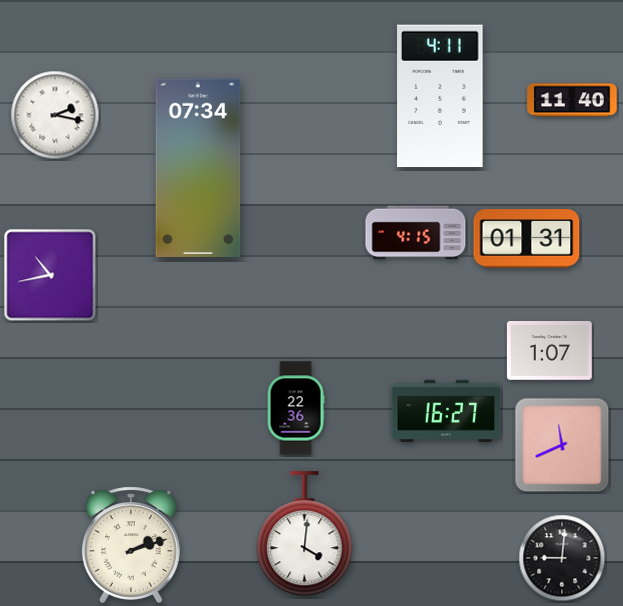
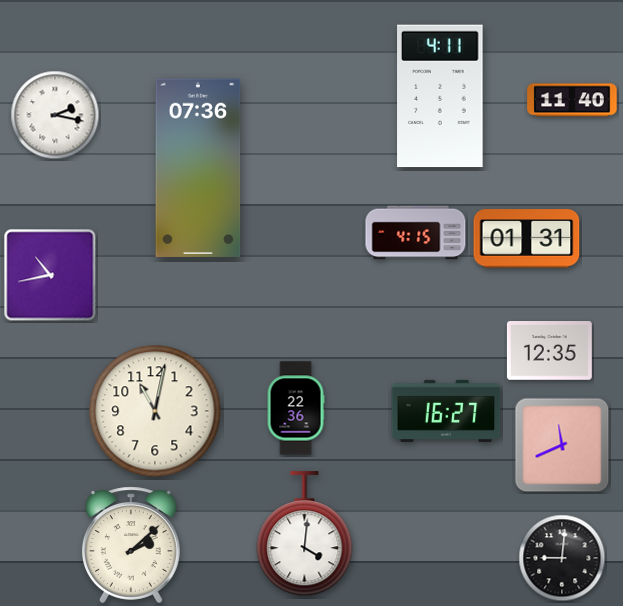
clock at (198, 168): 07:34 -> 07:36
clock at (549, 351): 1:07 -> 12:35
clock at (155, 411): none -> 11:02
clock at (131, 545): 2:12 -> 2:08
